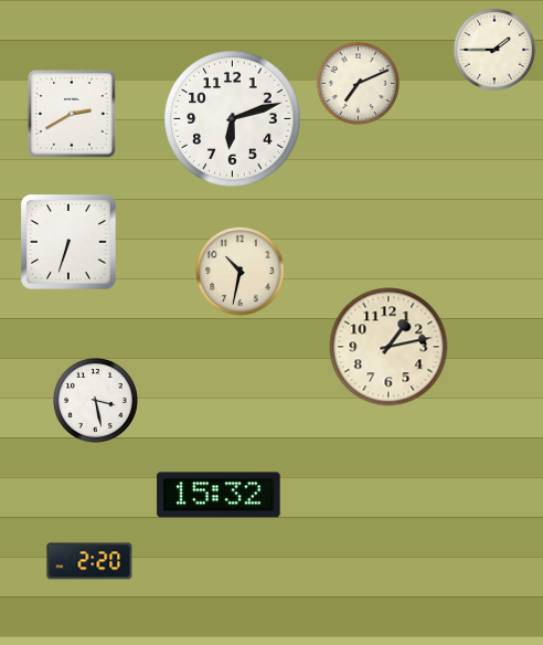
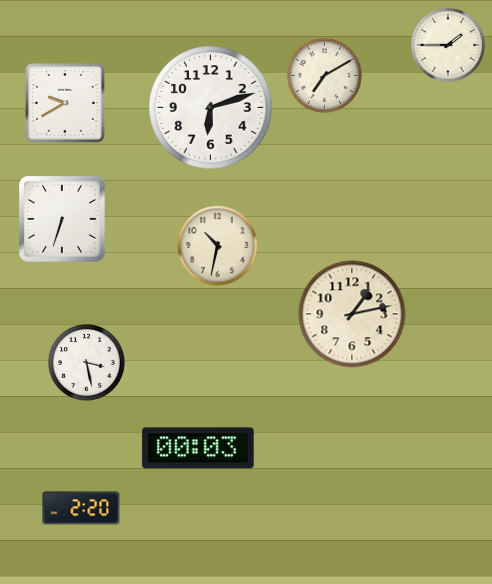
clock at (358, 83): 7:11 -> 7:10
clock at (72, 114): 2:40 -> 9:40
clock at (219, 495): 15:32 -> 00:03
